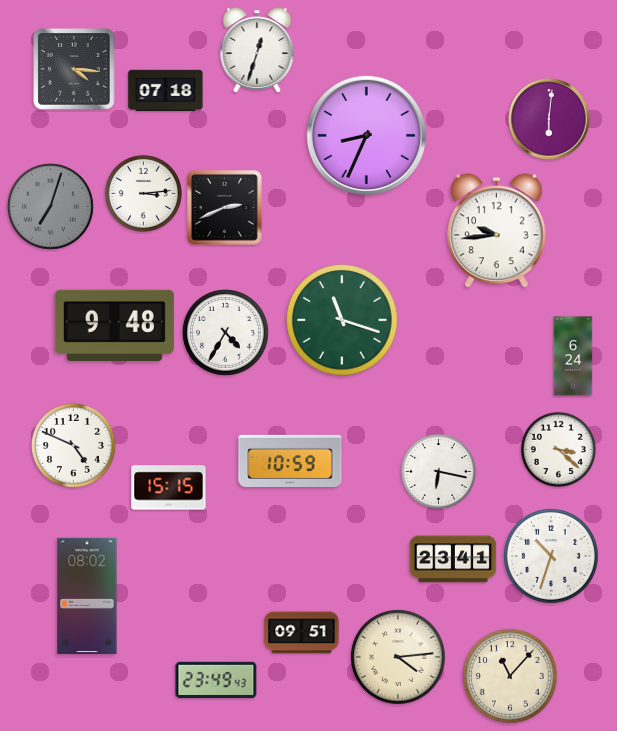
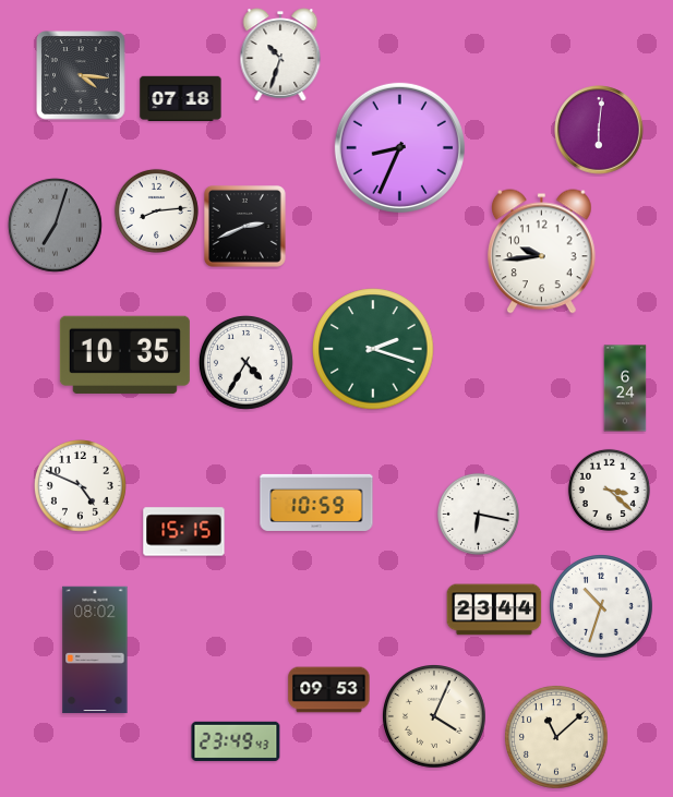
clock at (257, 50): 12:33 -> 10:33
clock at (143, 193): 3:14 -> 8:14
clock at (342, 320): 11:18 -> 2:18
clock at (114, 325): 9:48 -> 10:35
clock at (453, 559): 23:41 -> 23:44
clock at (302, 633): 09:51 -> 09:53
clock at (399, 658): 4:14 -> 4:04
clock at (511, 677): 11:07 -> 11:08
